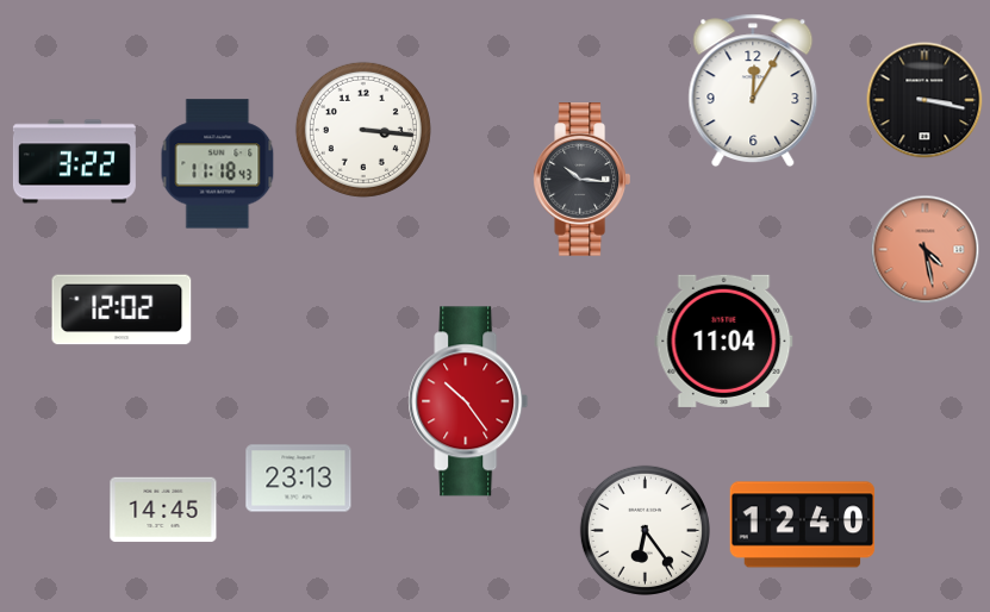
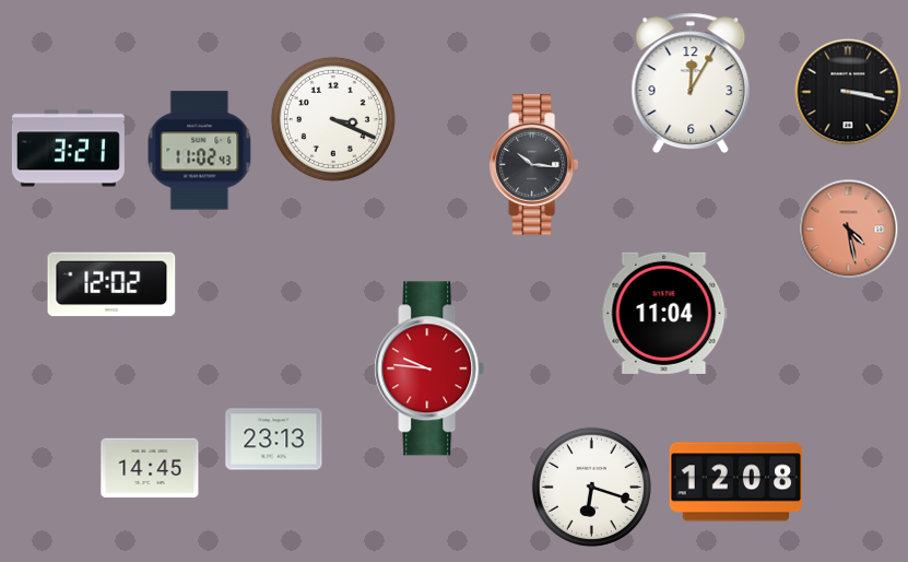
clock at (363, 130): 3:16 -> 3:19
clock at (74, 162): 3:22 -> 3:21
clock at (218, 164): 11:18 -> 11:02
clock at (468, 401): 10:24 -> 9:46
clock at (803, 525): 12:40 -> 12:08
clock at (645, 530): 6:24 -> 6:18
